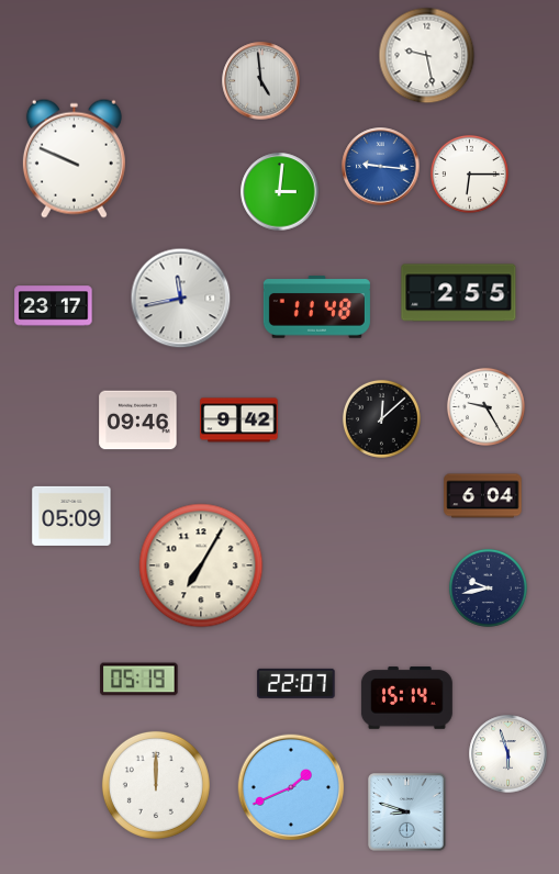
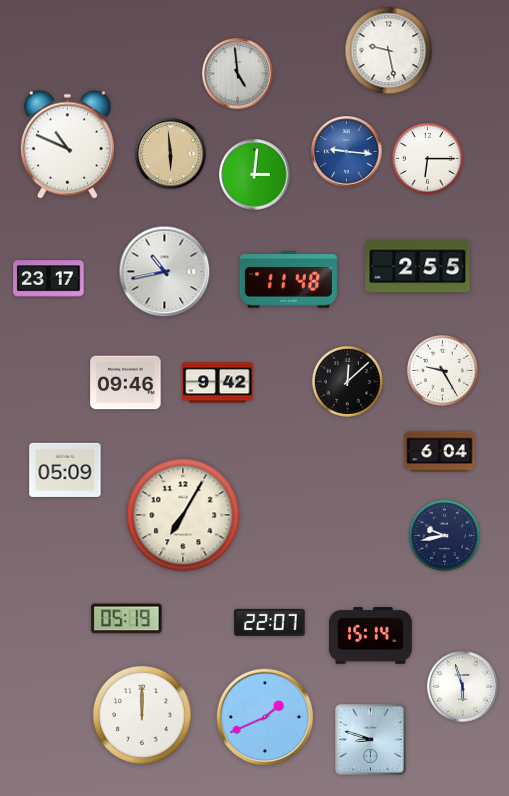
clock at (74, 158): 9:49 -> 10:49
clock at (171, 154): none -> 5:59
clock at (181, 299): 11:43 -> 10:43
